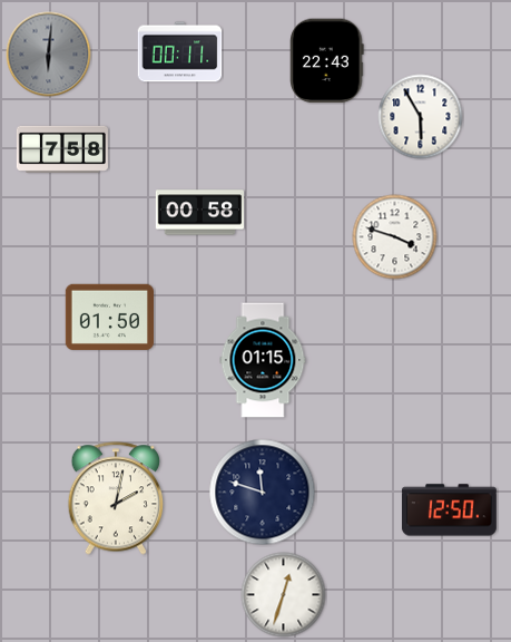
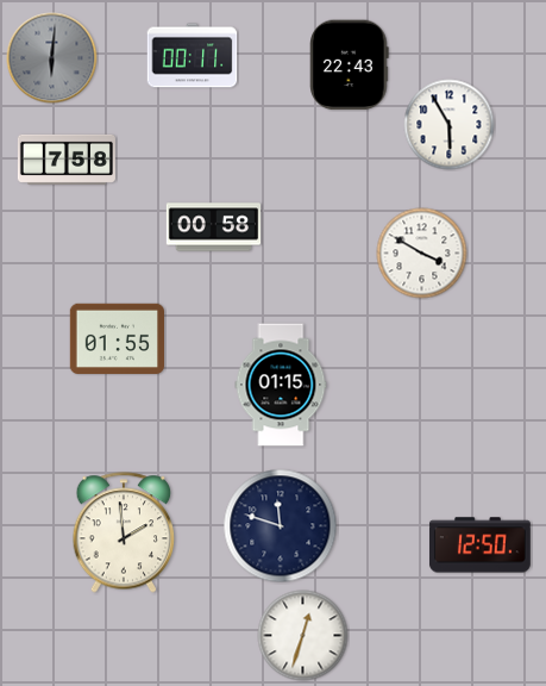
clock at (395, 237): 3:48 -> 3:50
clock at (109, 317): 01:50 -> 01:55
clock at (116, 498): 2:02 -> 1:59
